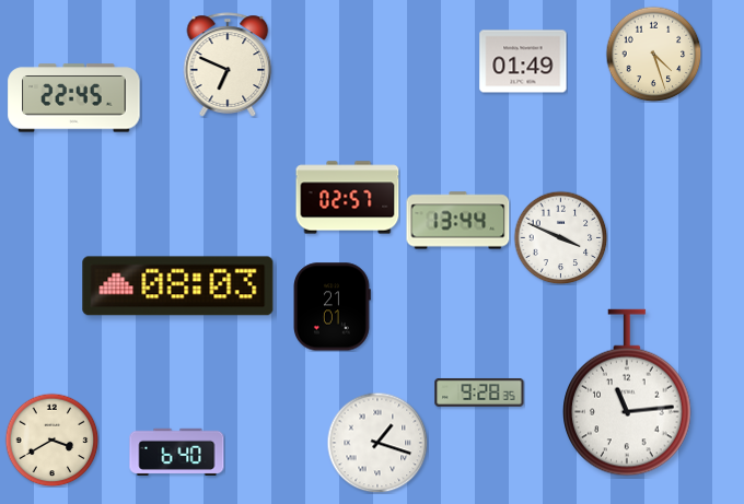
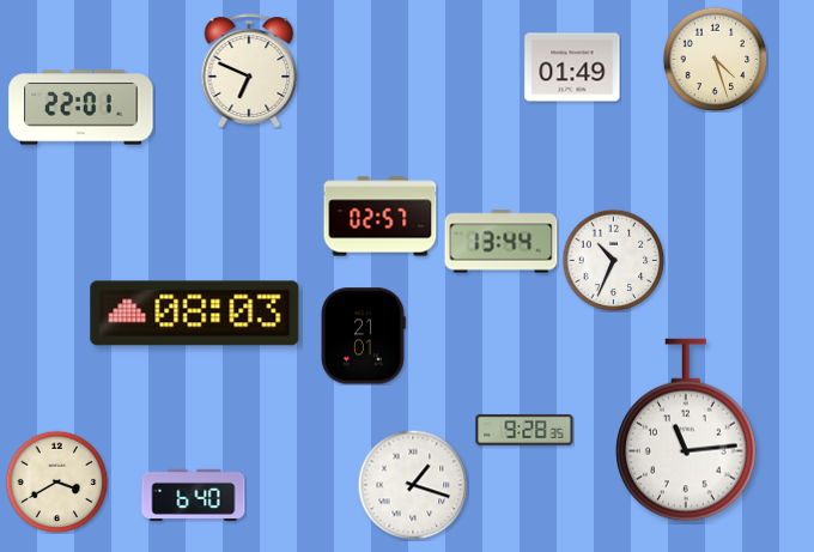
clock at (74, 98): 22:45 -> 22:01
clock at (560, 237): 3:49 -> 10:34
